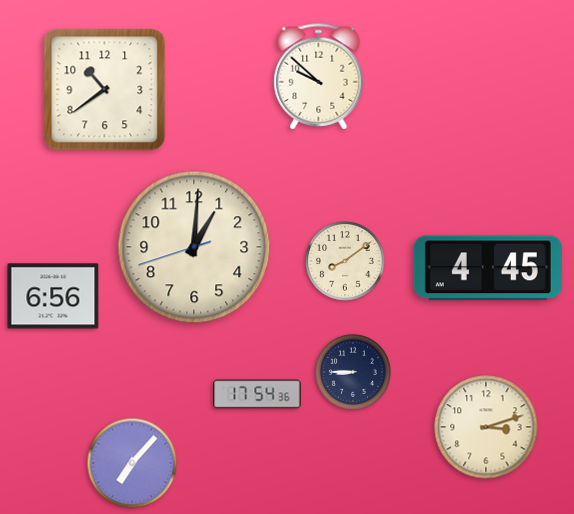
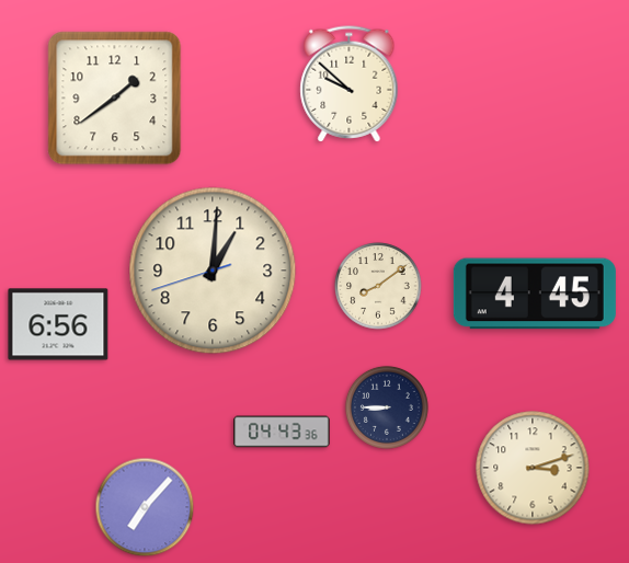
clock at (105, 90): 10:39 -> 1:39
clock at (257, 394): 17:54 -> 04:43
